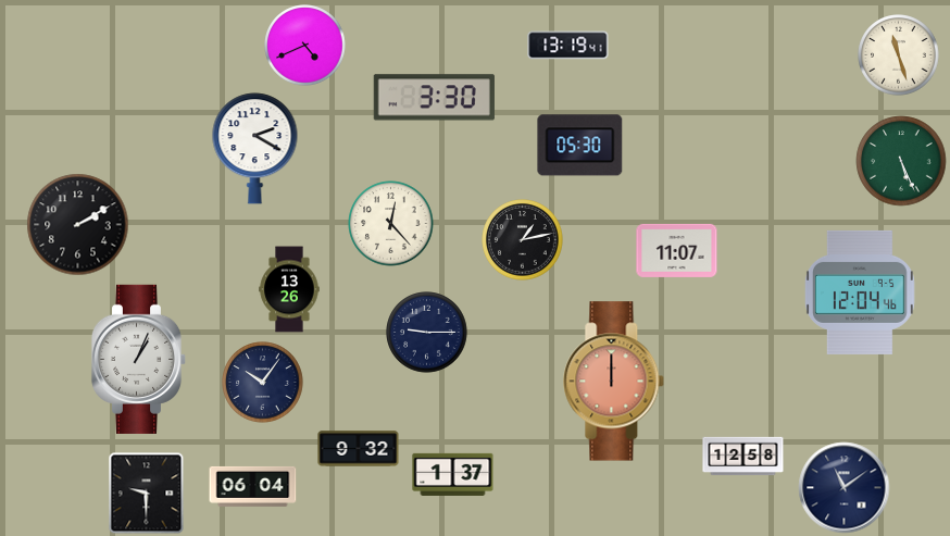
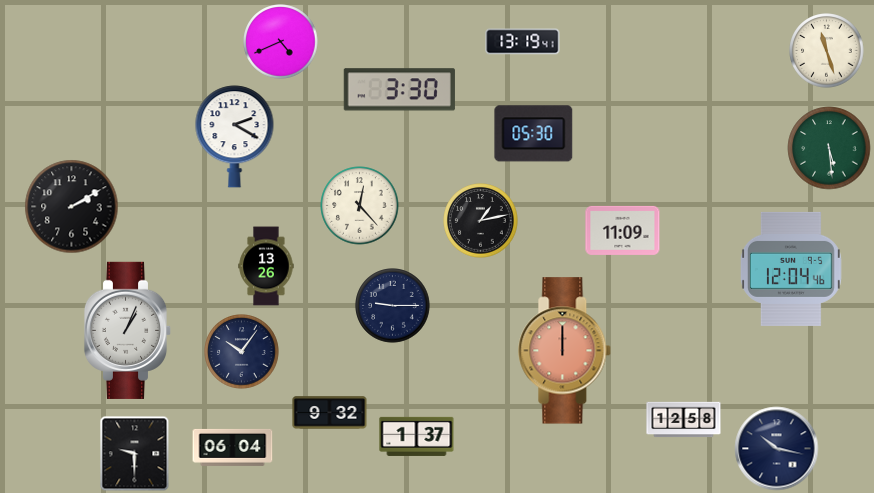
clock at (901, 161): 5:26 -> 5:29
clock at (677, 250): 11:07 -> 11:09
clock at (845, 488): 11:09 -> 10:17
